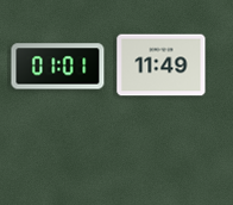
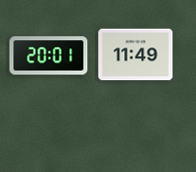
clock at (58, 67): 01:01 -> 20:01
